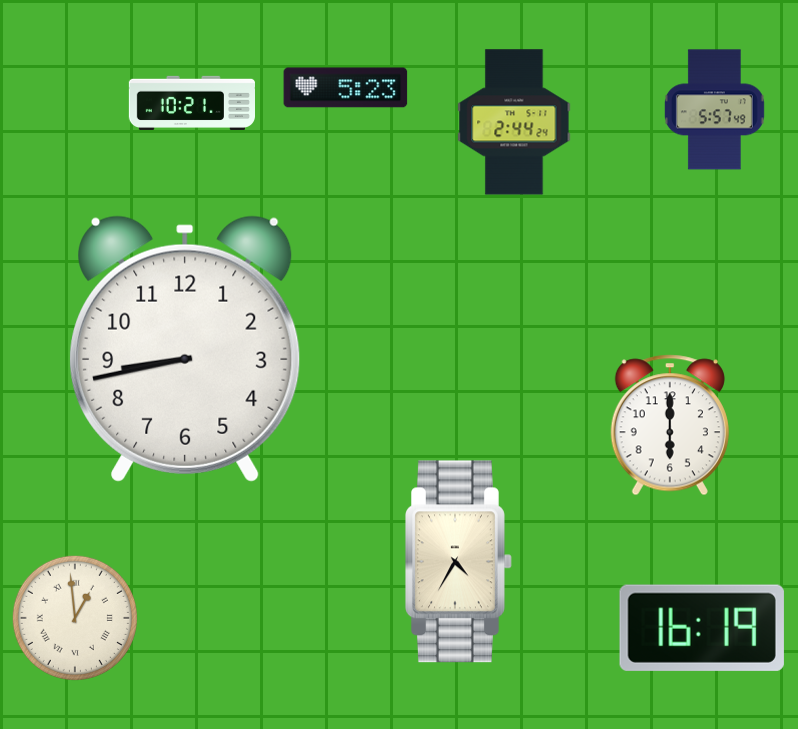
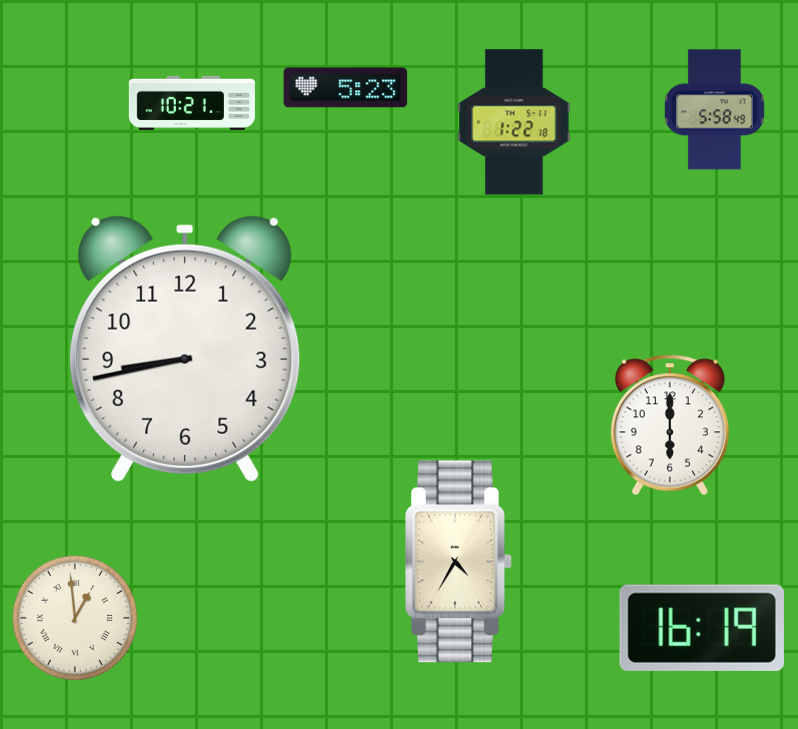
clock at (714, 110): 5:57 -> 5:58
clock at (514, 122): 2:44 -> 1:22
